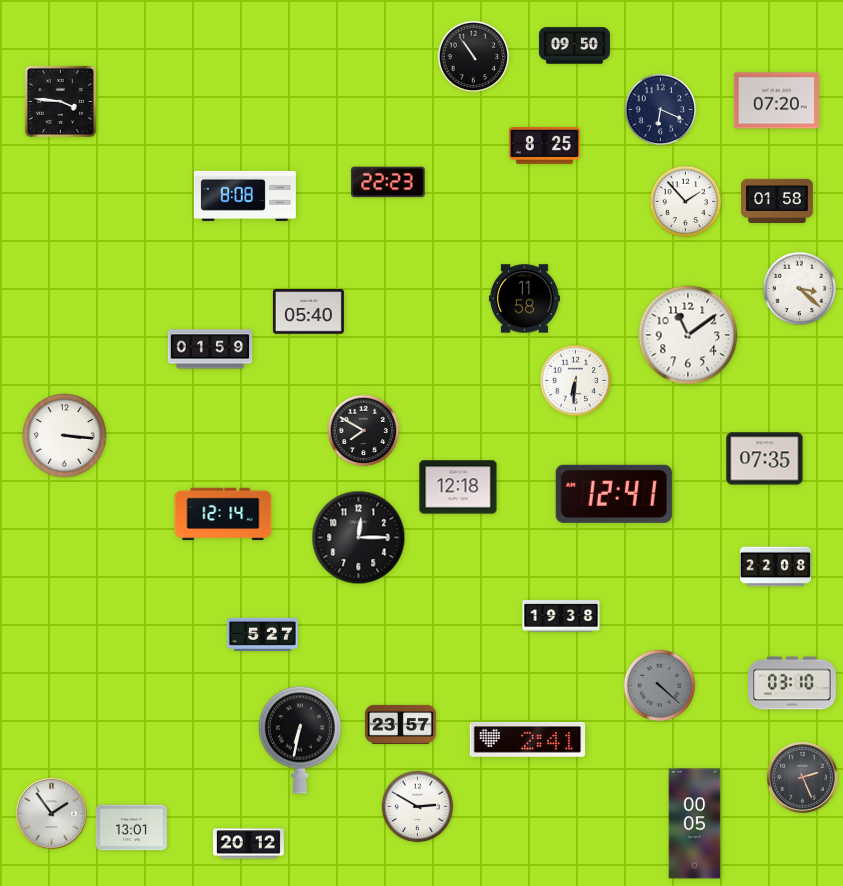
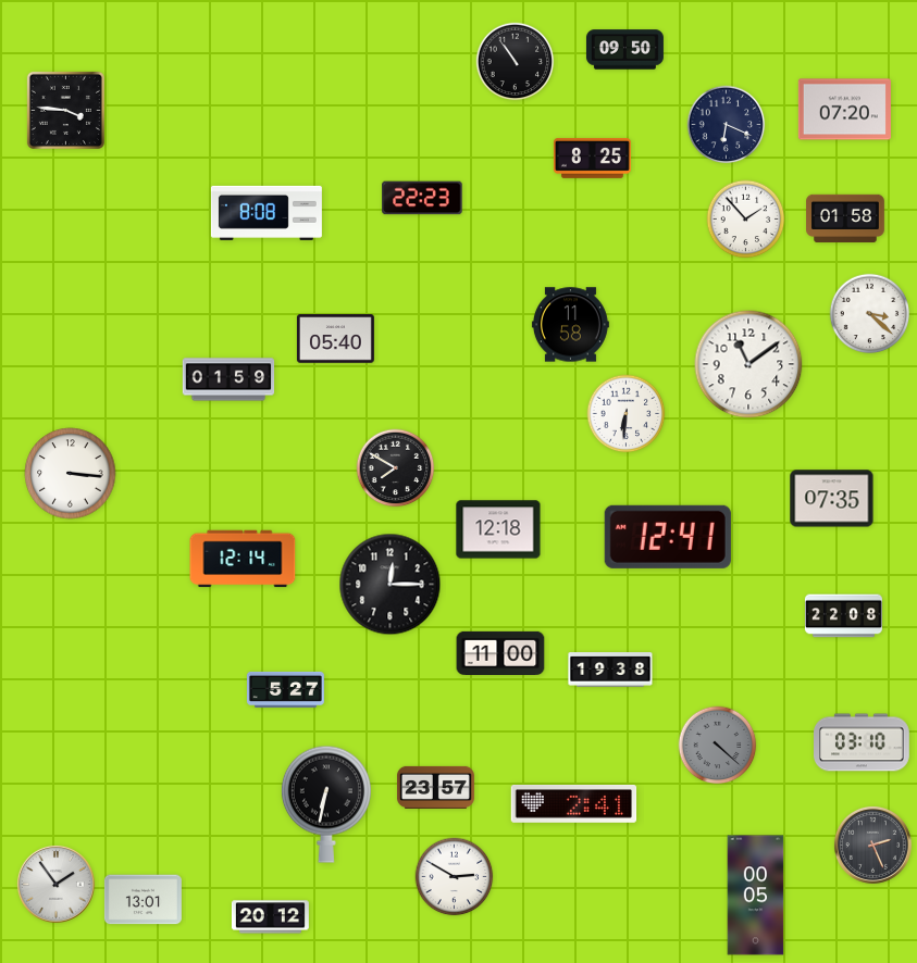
clock at (661, 110) position: (661, 110) -> (727, 125)
clock at (500, 652): none -> 11:00
